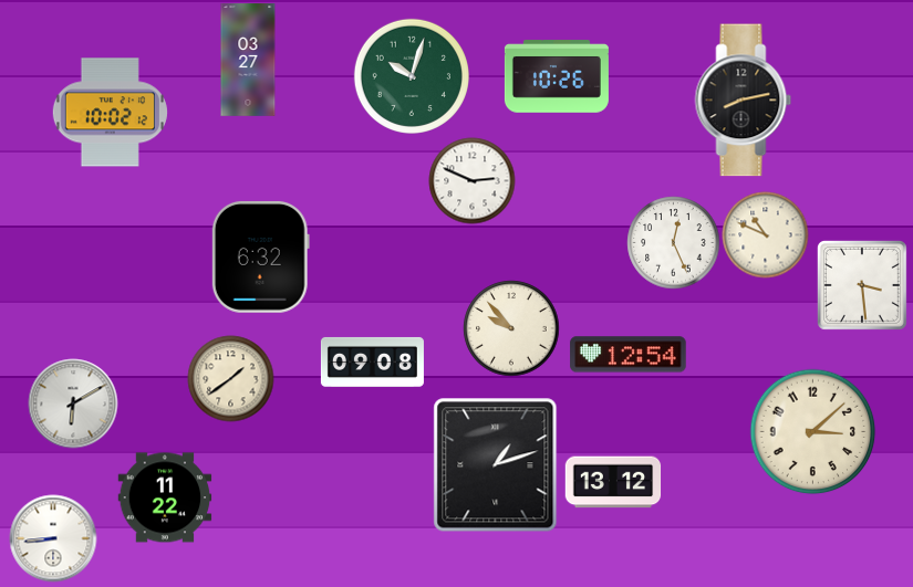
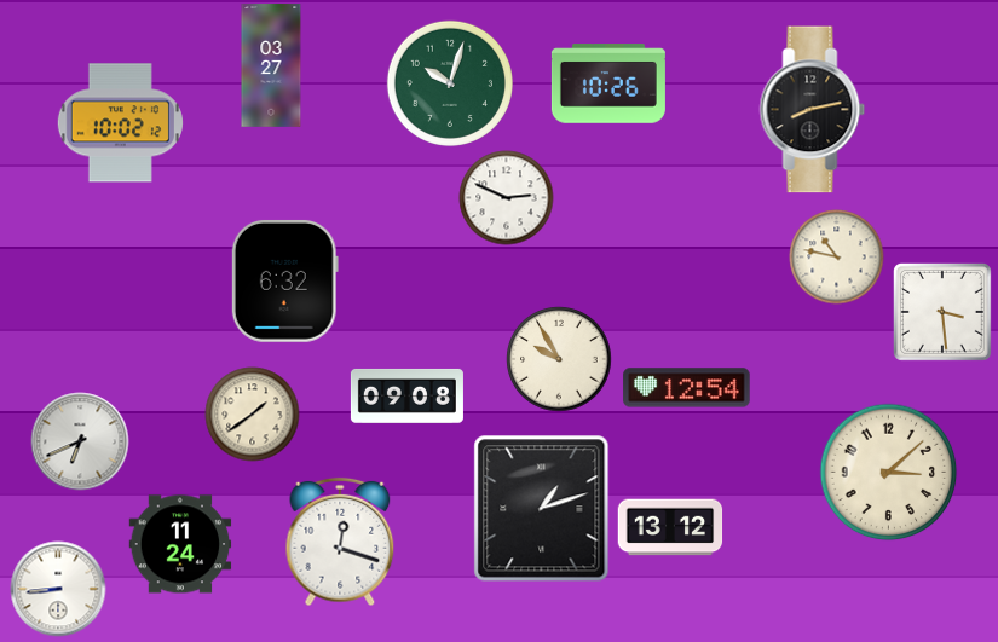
clock at (471, 180) position: (471, 180) -> (506, 197)
clock at (765, 234): 10:49 -> 10:47
clock at (673, 242): 12:26 -> none
clock at (511, 328): 9:53 -> 9:55
clock at (73, 403): 6:10 -> 6:41
clock at (340, 542): none -> 12:18
clock at (165, 497): 11:22 -> 11:24
